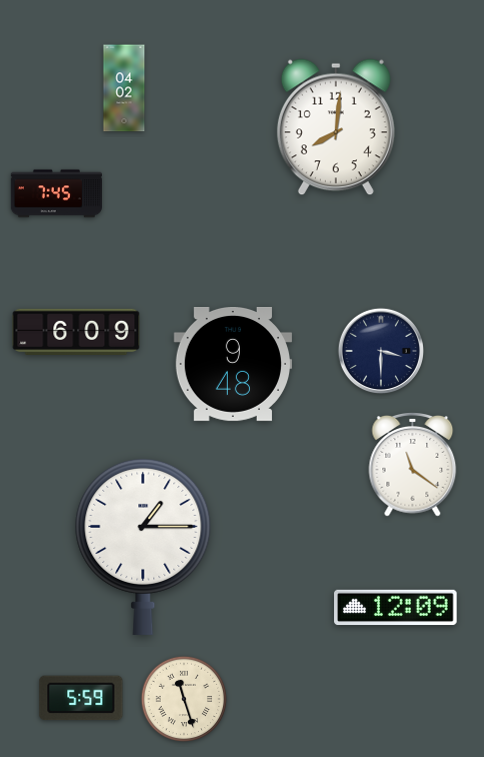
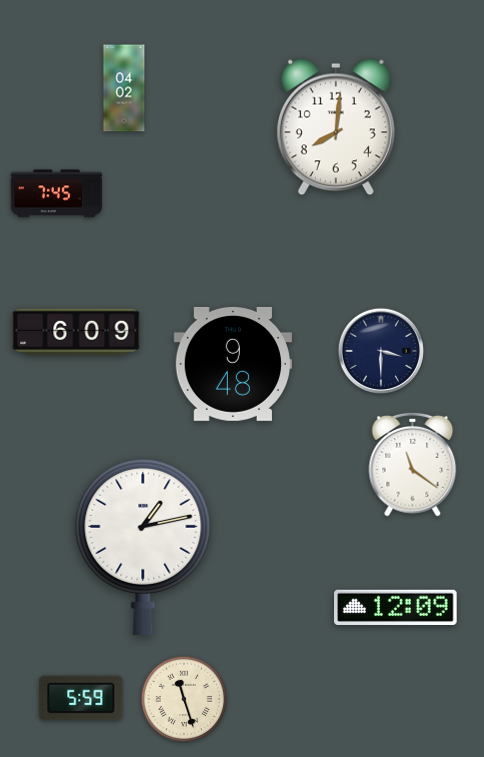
clock at (143, 546): 1:15 -> 1:13
